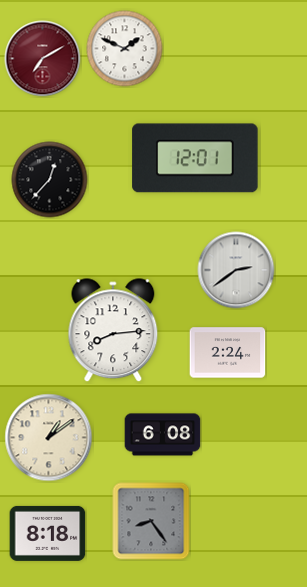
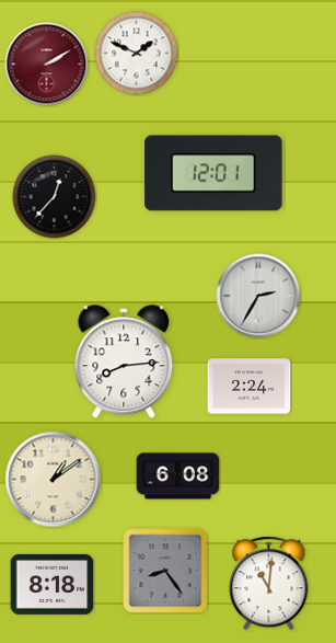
clock at (43, 59): 7:10 -> 2:10
clock at (236, 270): 2:39 -> 2:35
clock at (269, 584): none -> 11:01
